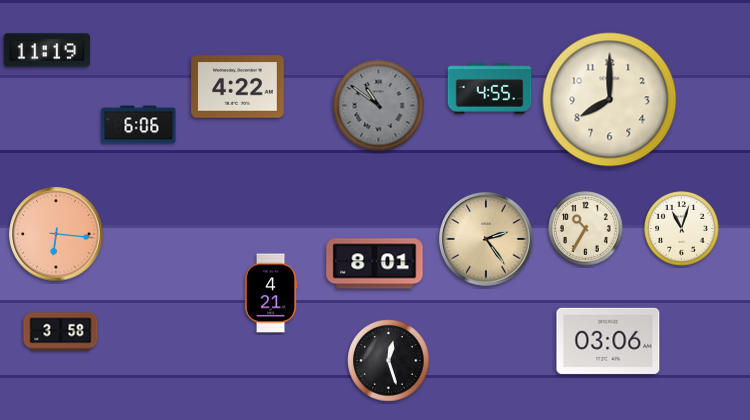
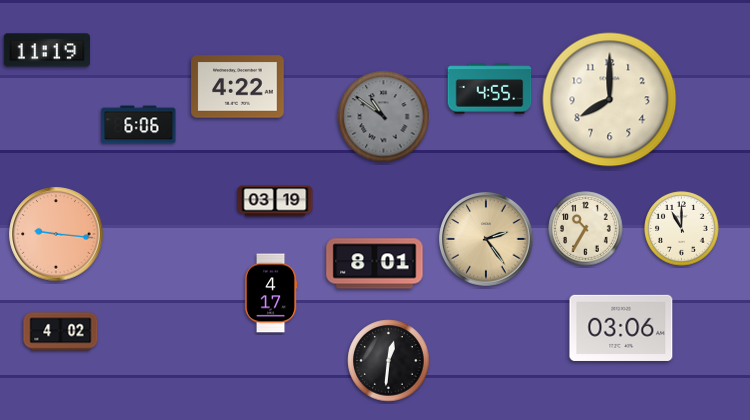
clock at (379, 106) position: (379, 106) -> (384, 117)
clock at (275, 201): none -> 03:19
clock at (682, 229): 11:03 -> 11:00
clock at (56, 234): 6:16 -> 9:16
clock at (271, 293): 4:21 -> 4:17
clock at (61, 332): 3:58 -> 4:02
clock at (608, 341) position: (608, 341) -> (621, 328)
clock at (389, 361): 12:27 -> 12:31
